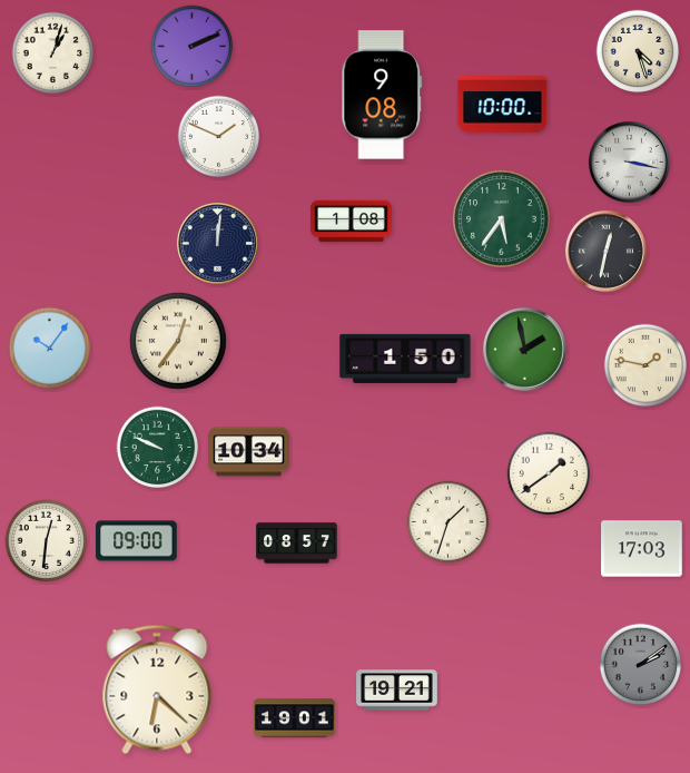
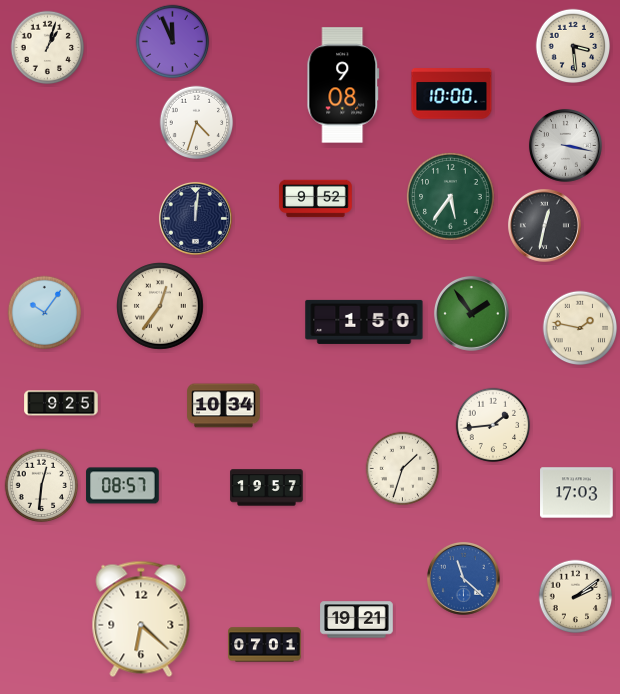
clock at (193, 47): 2:11 -> 11:56
clock at (638, 51): 4:27 -> 3:29
clock at (219, 137): 1:49 -> 4:33
clock at (352, 222): 1:08 -> 9:52
clock at (524, 349): 1:58 -> 1:54
clock at (158, 448): 9:49 -> none
clock at (61, 403): none -> 9:25
clock at (549, 473): 1:39 -> 1:44
clock at (137, 541): 09:00 -> 08:57
clock at (297, 544): 08:57 -> 19:57
clock at (463, 578): none -> 11:22
clock at (641, 665) dial: grey -> cream
clock at (295, 718): 19:01 -> 07:01
